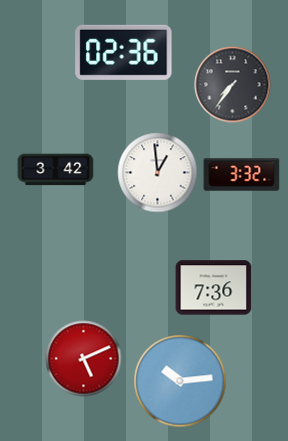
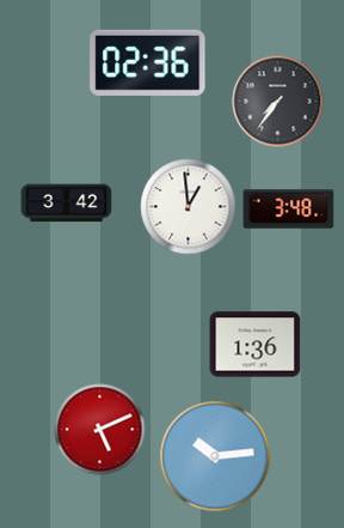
clock at (242, 175): 3:32 -> 3:48
clock at (214, 288): 7:36 -> 1:36
